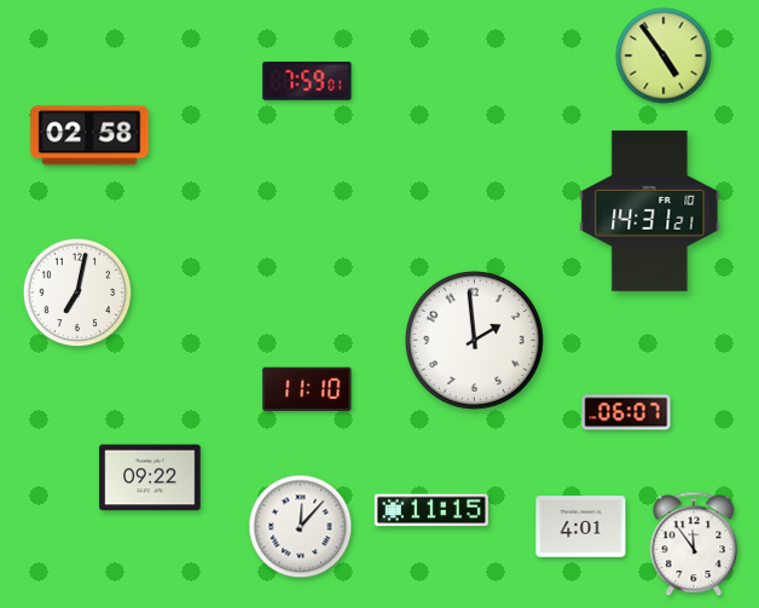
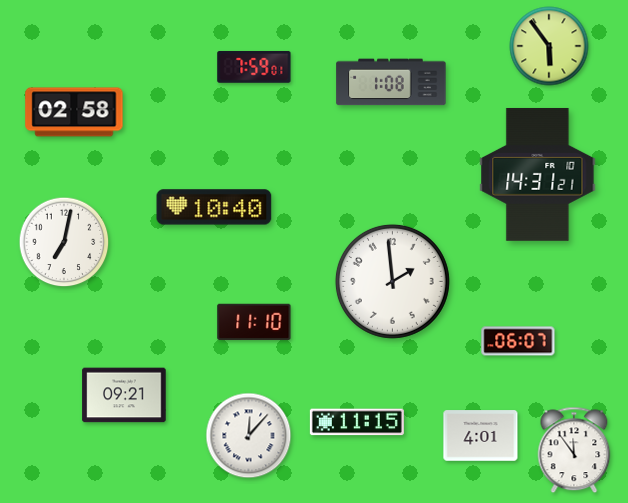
clock at (664, 56): 4:54 -> 5:54
clock at (391, 82): none -> 1:08
clock at (214, 207): none -> 10:40
clock at (150, 477): 09:22 -> 09:21
